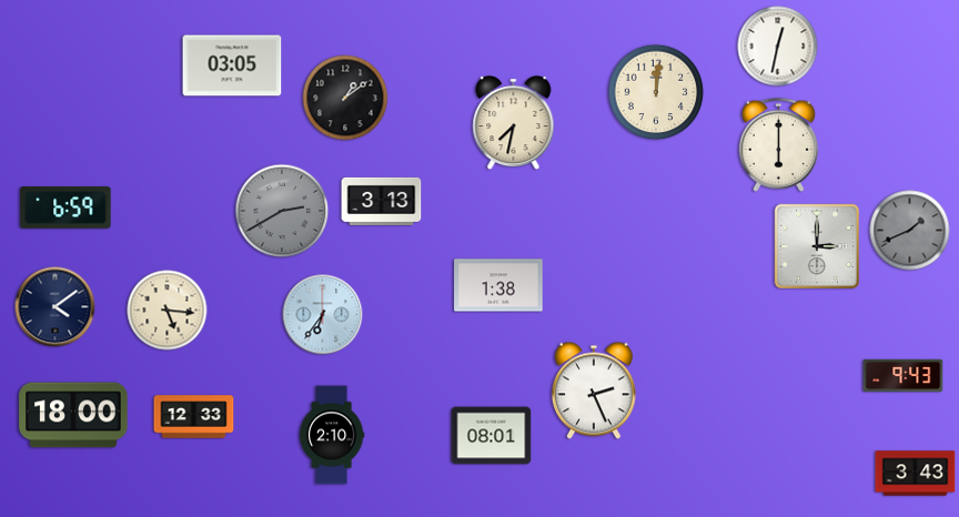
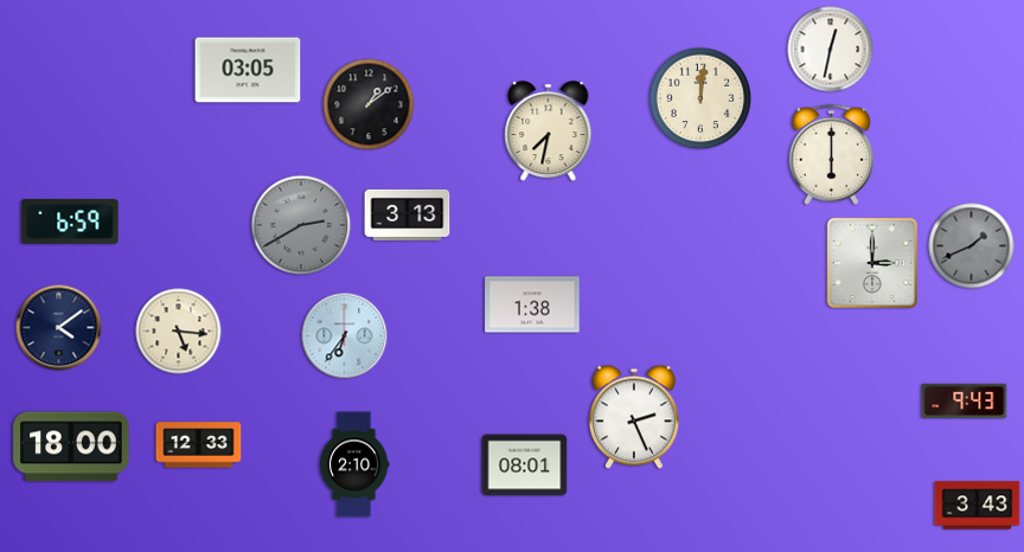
clock at (73, 415) position: (73, 415) -> (71, 447)
clock at (194, 417) position: (194, 417) -> (199, 445)
